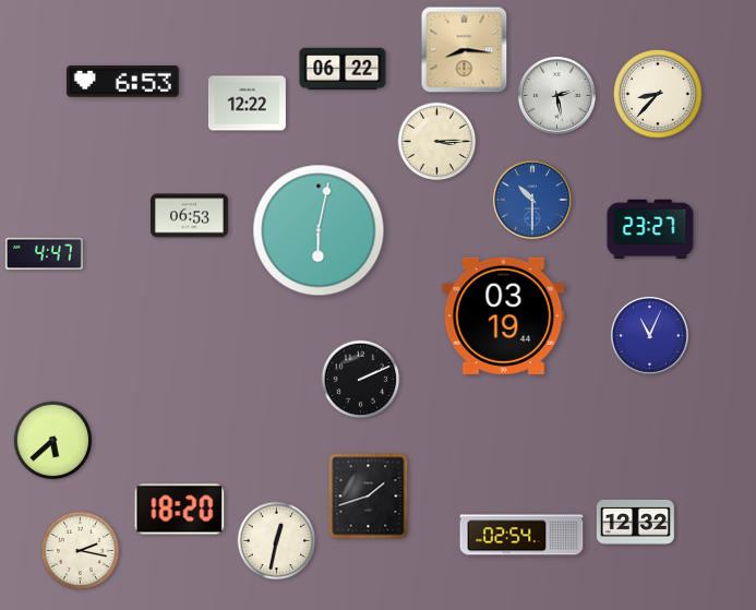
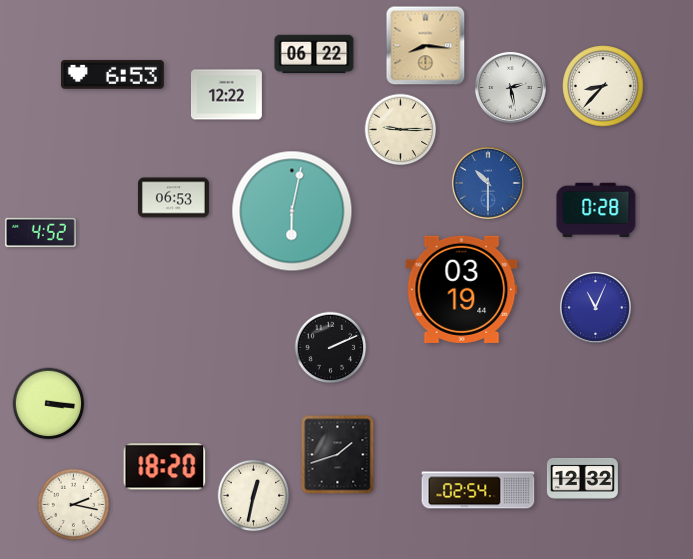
clock at (343, 69) position: (343, 69) -> (314, 54)
clock at (437, 142): 3:15 -> 9:15
clock at (650, 229): 23:27 -> 0:28
clock at (44, 254): 4:47 -> 4:52
clock at (53, 441): 5:38 -> 3:16
